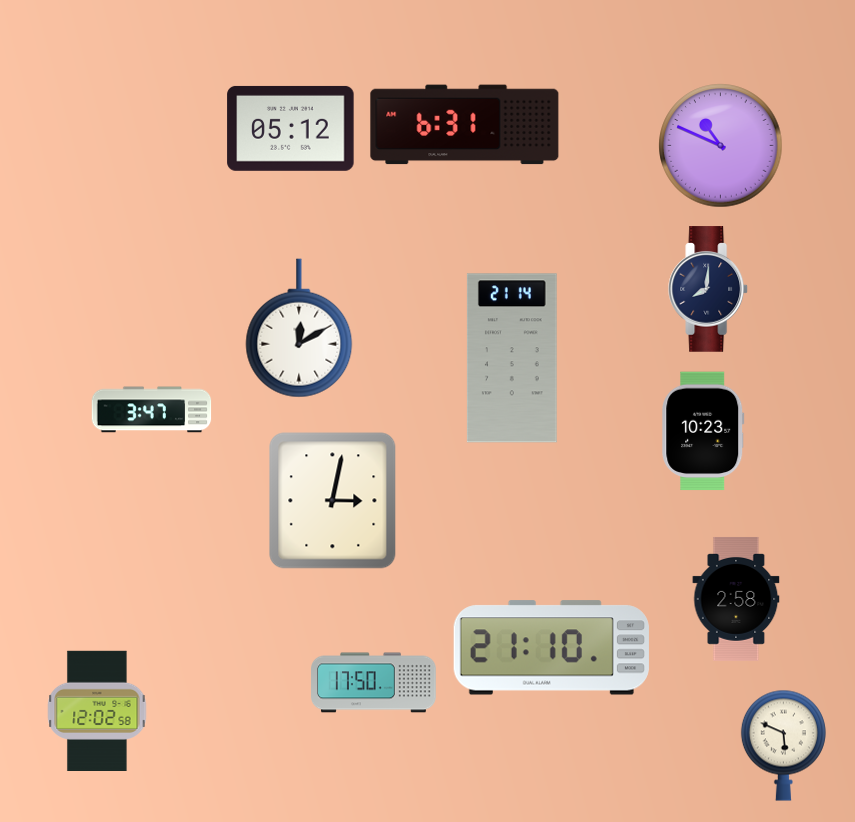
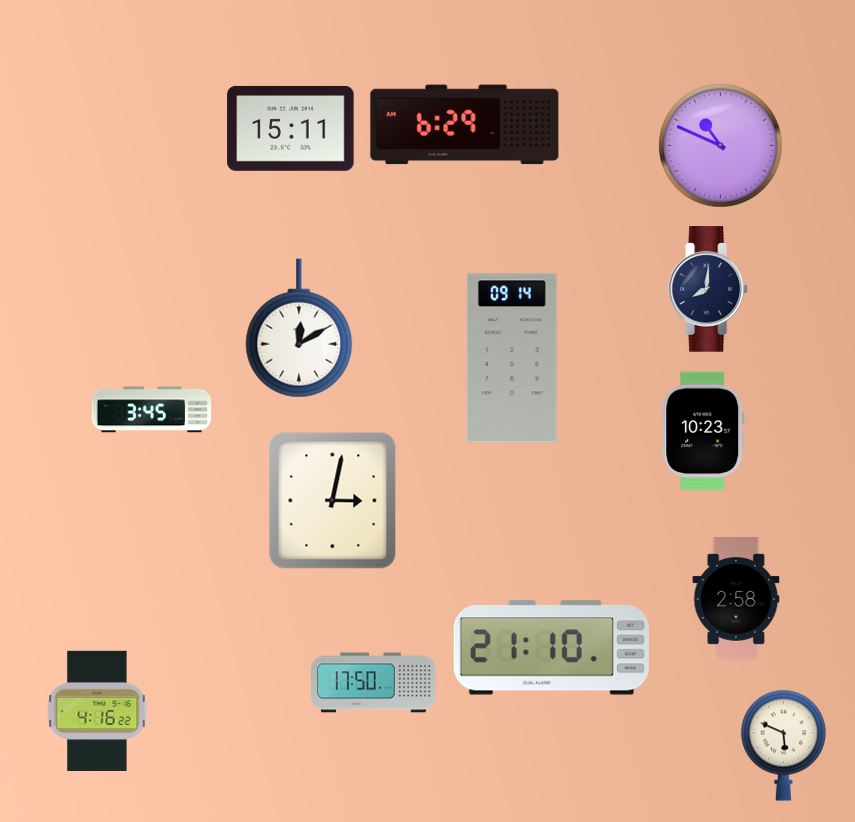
clock at (465, 125): 6:31 -> 6:29
clock at (291, 128): 05:12 -> 15:11
clock at (512, 358): 21:14 -> 09:14
clock at (152, 410): 3:47 -> 3:45
clock at (97, 711): 12:02 -> 4:16
